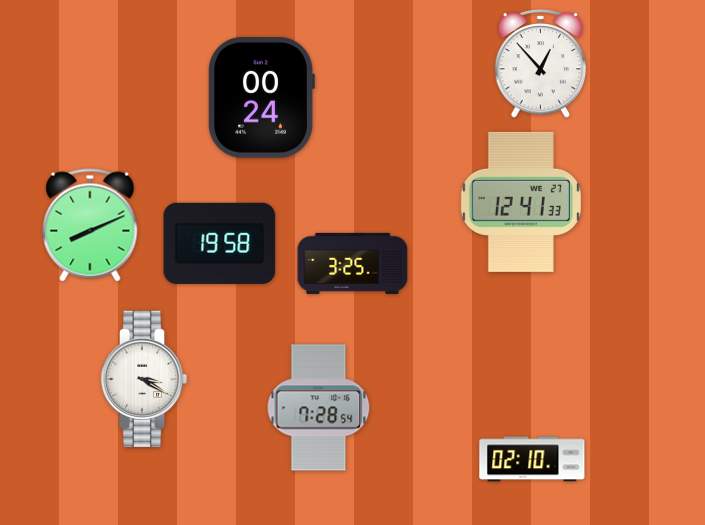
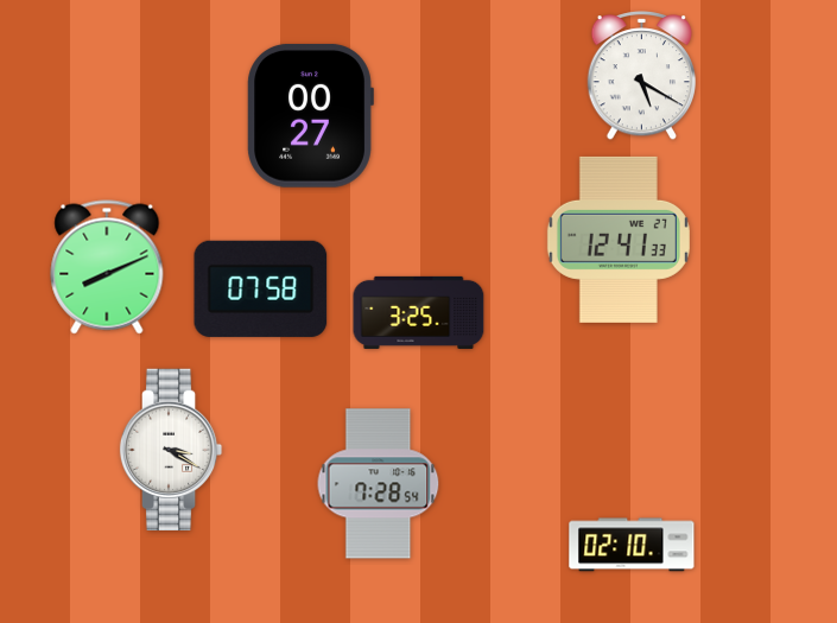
clock at (541, 64): 12:53 -> 5:20
clock at (261, 97): 00:24 -> 00:27
clock at (220, 243): 19:58 -> 07:58
